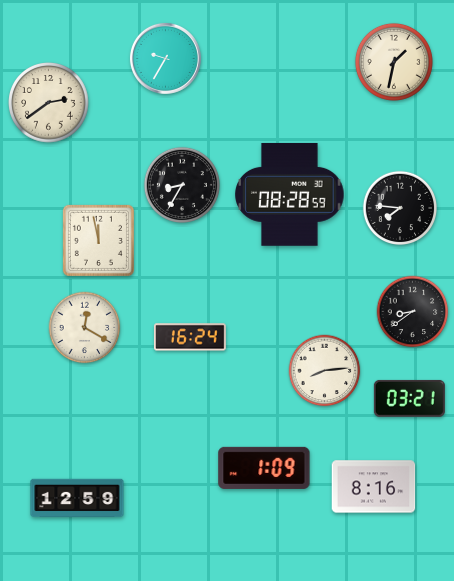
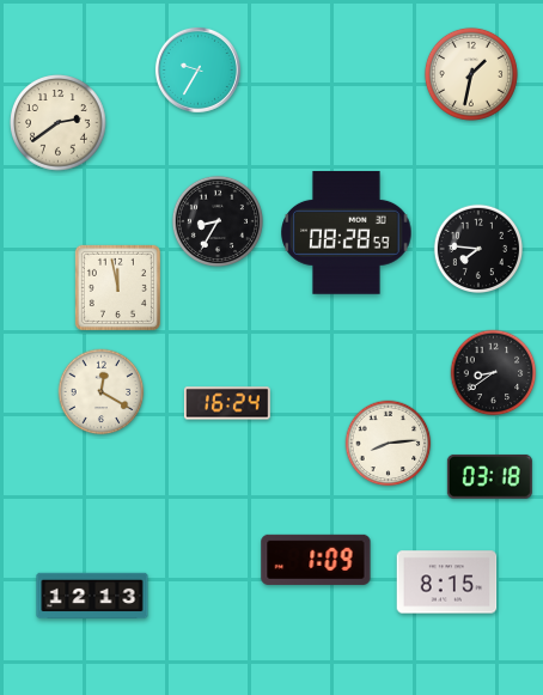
clock at (409, 398): 03:21 -> 03:18
clock at (374, 487): 8:16 -> 8:15
clock at (77, 498): 12:59 -> 12:13
